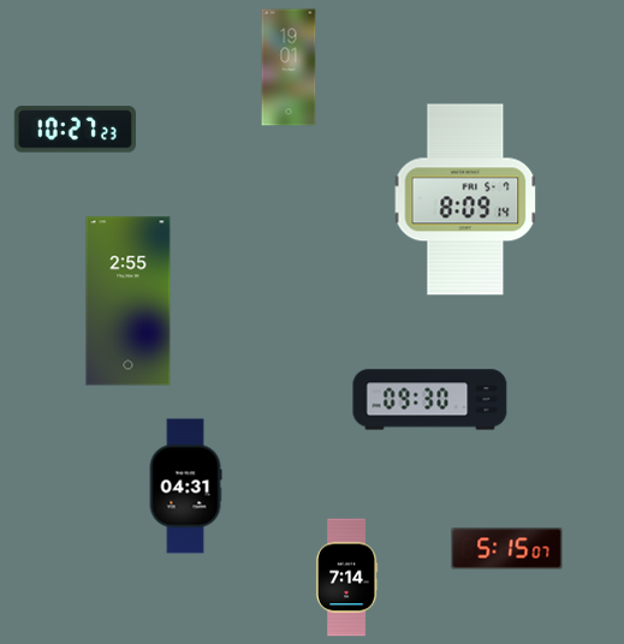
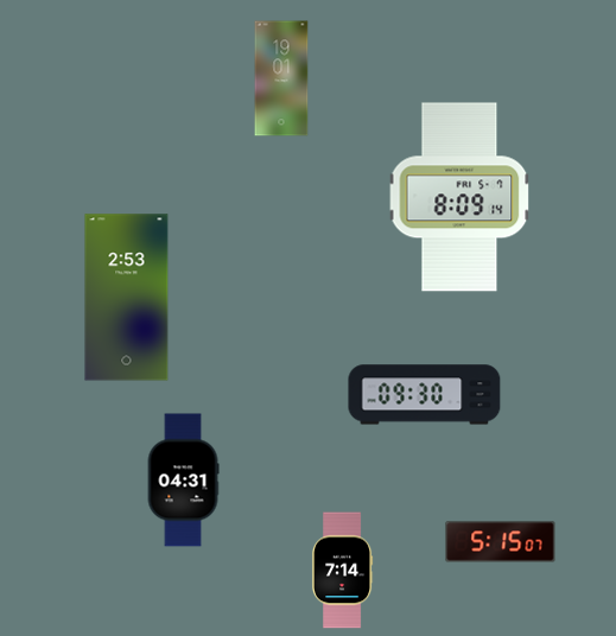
clock at (289, 67) position: (289, 67) -> (281, 78)
clock at (75, 130): 10:27 -> none
clock at (129, 302): 2:55 -> 2:53
